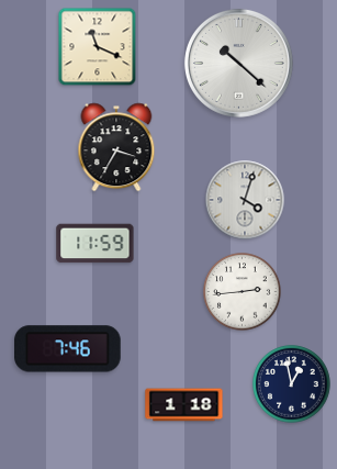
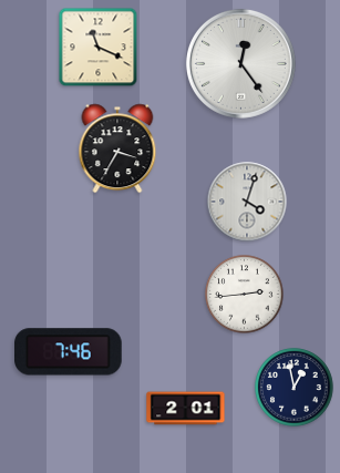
clock at (238, 63): 10:22 -> 12:24
clock at (96, 244): 11:59 -> none
clock at (184, 405): 1:18 -> 2:01
